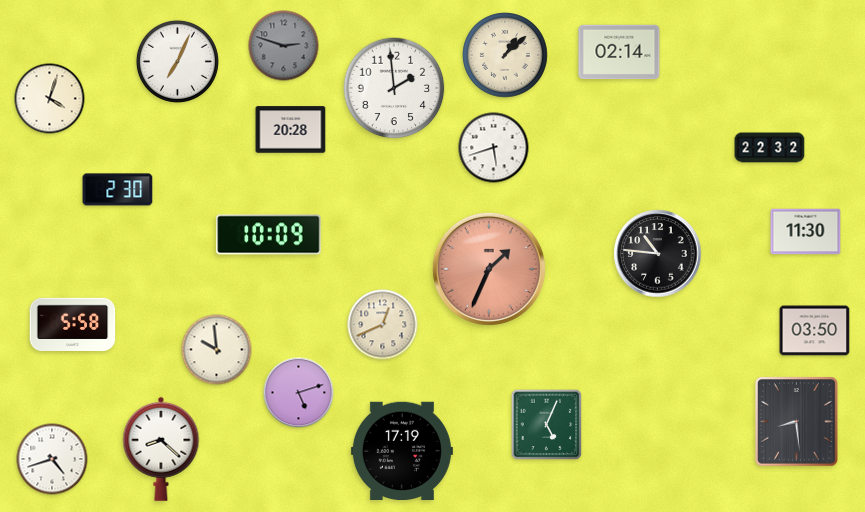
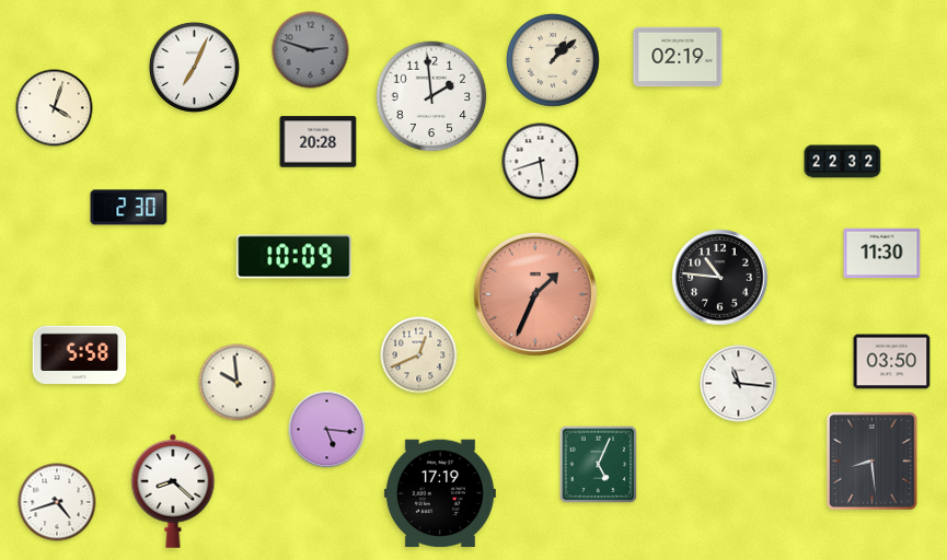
clock at (619, 52): 02:14 -> 02:19
clock at (739, 384): none -> 11:16
clock at (299, 393): 5:12 -> 5:16
clock at (161, 449) position: (161, 449) -> (173, 491)
